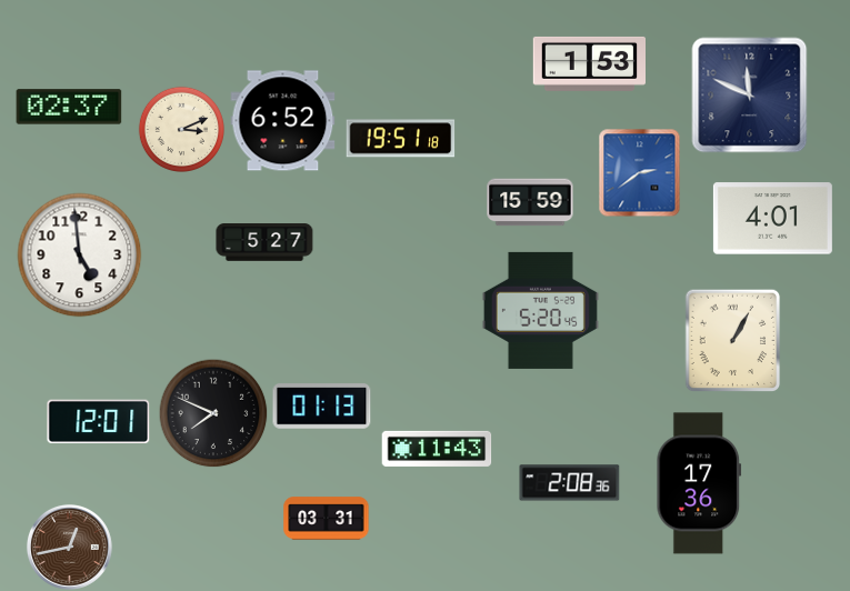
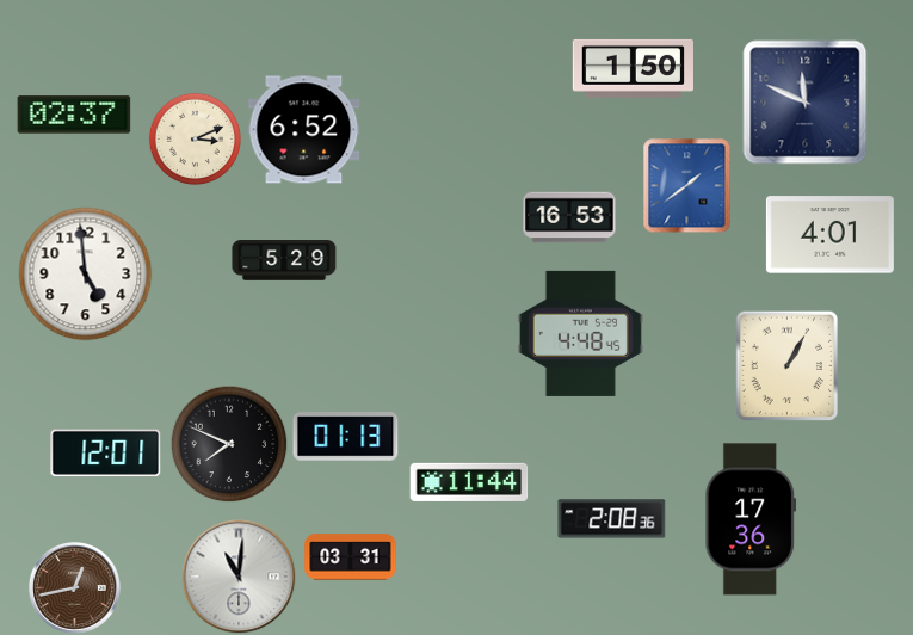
clock at (589, 63): 1:53 -> 1:50
clock at (401, 139): 19:51 -> none
clock at (640, 172): 2:39 -> 1:39
clock at (530, 202): 15:59 -> 16:53
clock at (264, 242): 5:27 -> 5:29
clock at (540, 310): 5:20 -> 4:48
clock at (437, 449): 11:43 -> 11:44
clock at (239, 577): none -> 11:01
